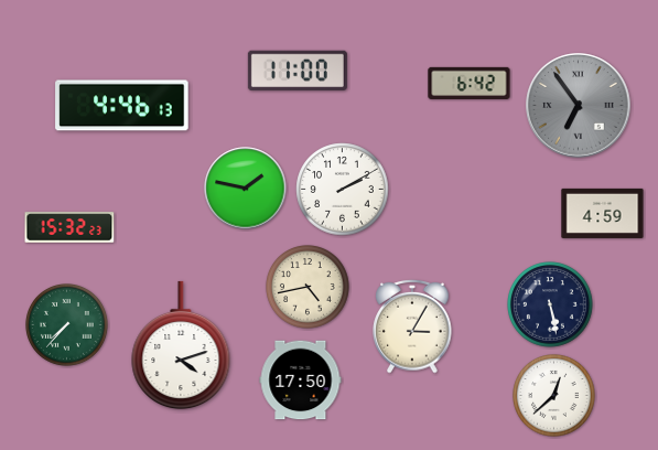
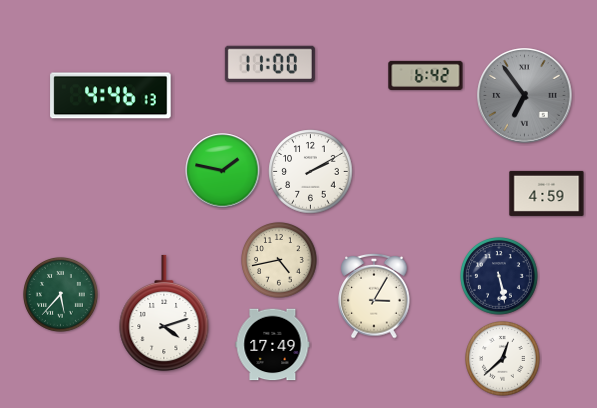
clock at (69, 227): 15:32 -> none
clock at (67, 325): 7:37 -> 5:37
clock at (301, 381): 17:50 -> 17:49
